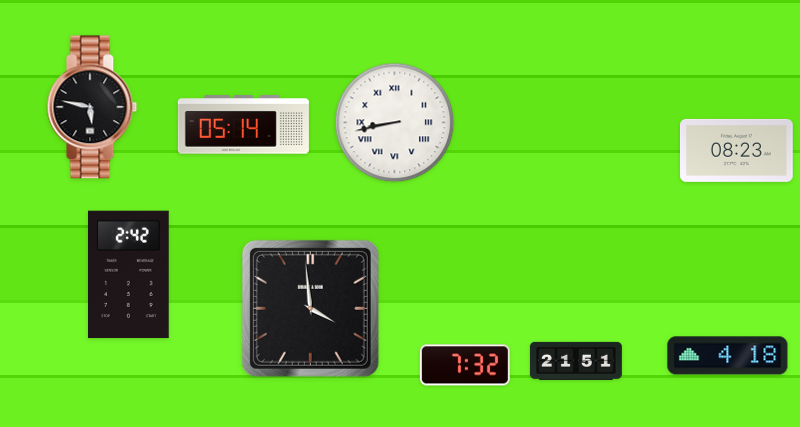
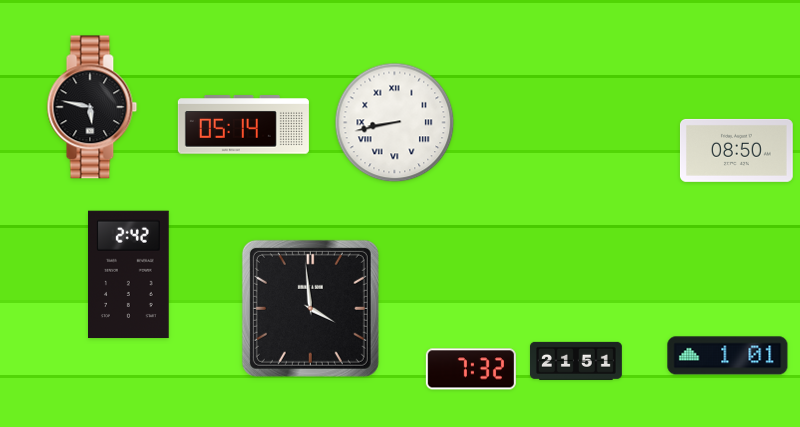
clock at (736, 150): 08:23 -> 08:50
clock at (728, 356): 4:18 -> 1:01
clock at (465, 365) position: (465, 365) -> (471, 369)
